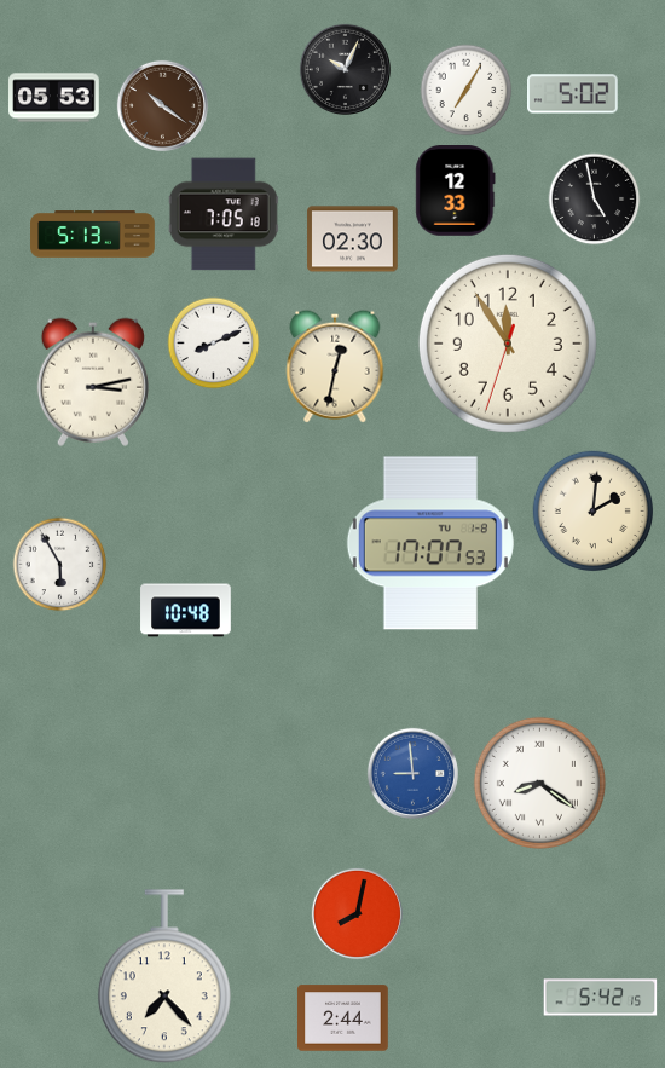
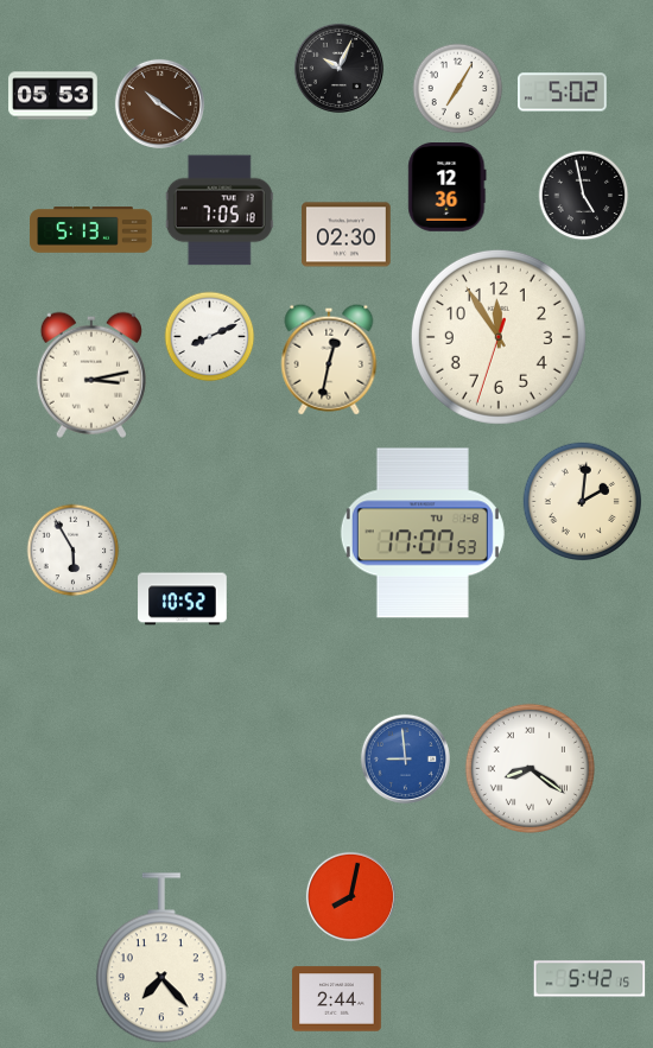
clock at (456, 191): 12:33 -> 12:36
clock at (60, 565) position: (60, 565) -> (74, 551)
clock at (186, 611): 10:48 -> 10:52
